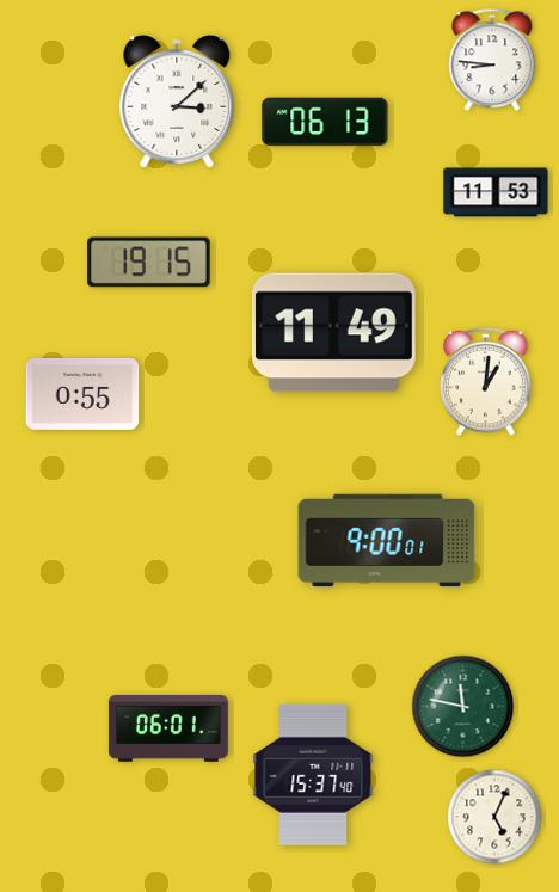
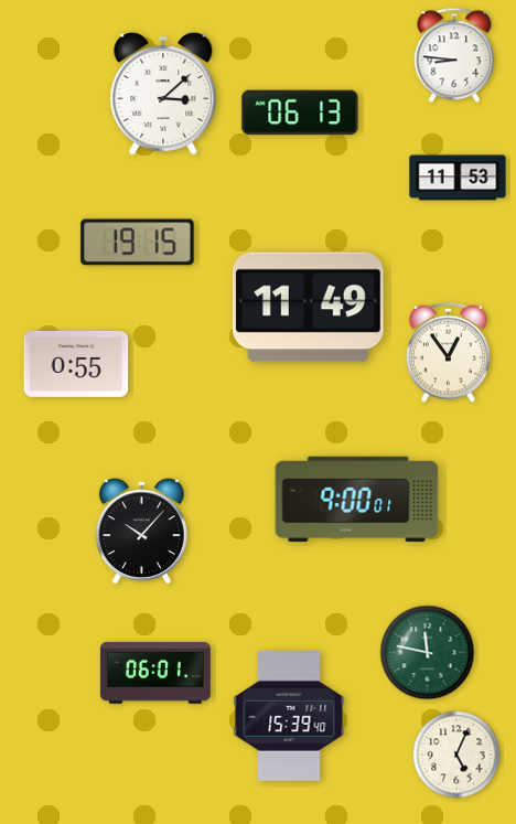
clock at (486, 381): 1:01 -> 12:54
clock at (141, 532): none -> 10:07
clock at (313, 775): 15:37 -> 15:39
